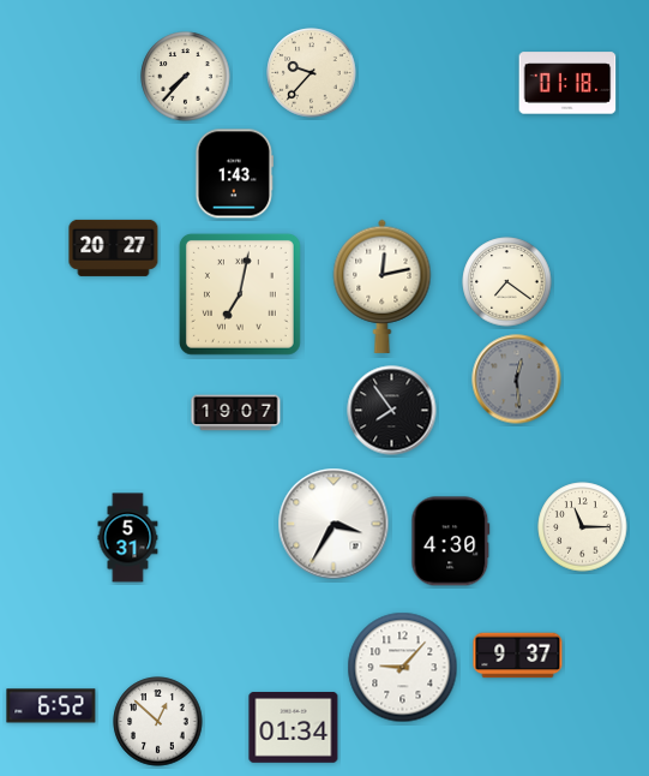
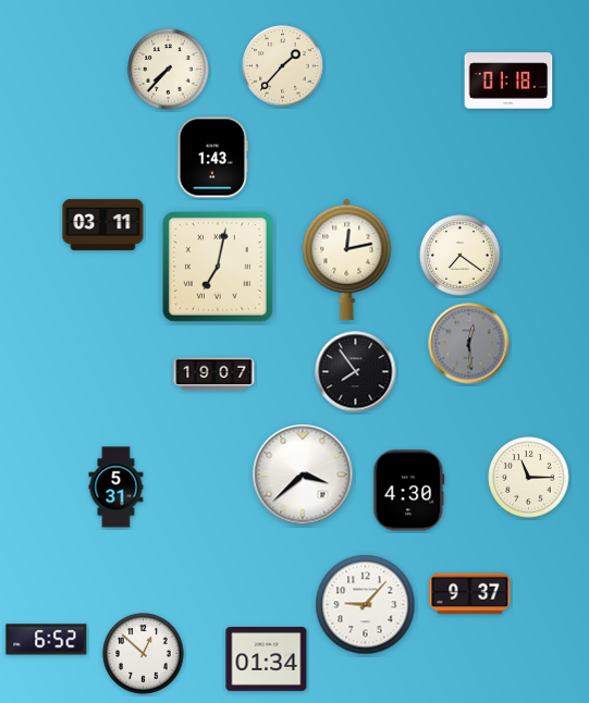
clock at (312, 73): 9:37 -> 1:37
clock at (567, 83) position: (567, 83) -> (508, 81)
clock at (114, 247): 20:27 -> 03:11
clock at (333, 524): 3:35 -> 3:38
